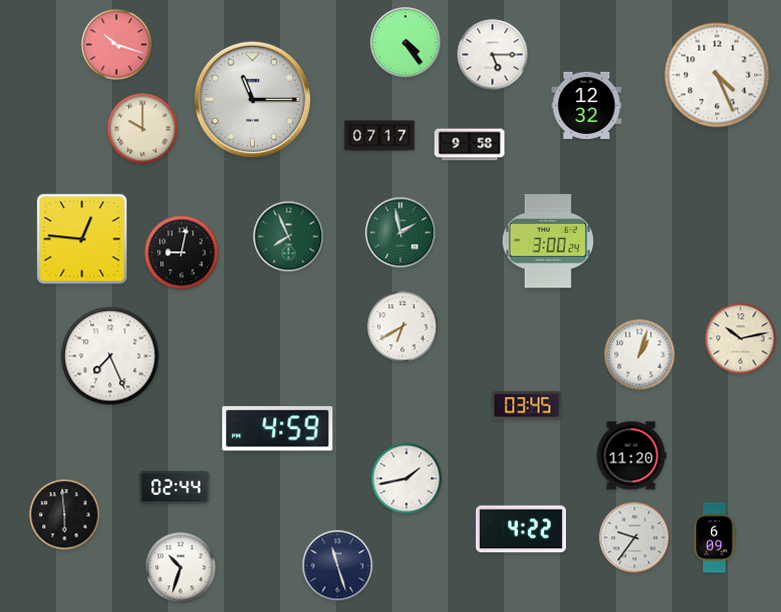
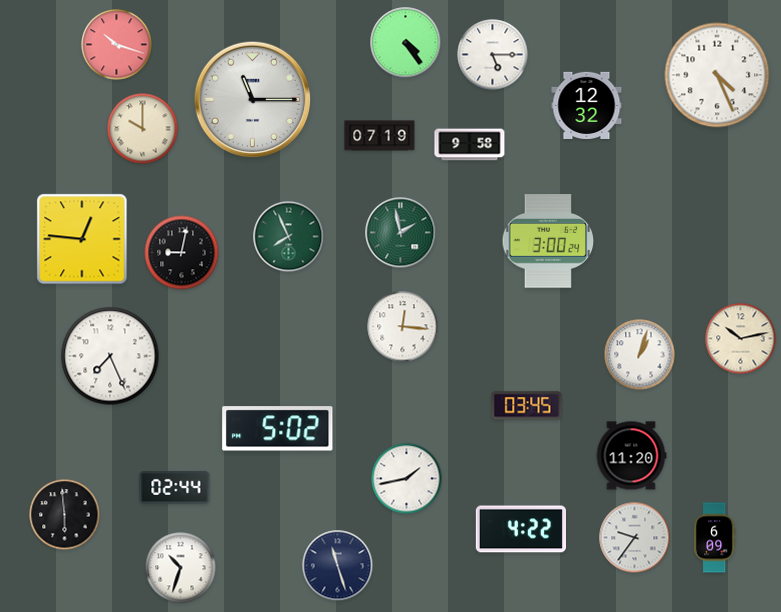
clock at (380, 136): 07:17 -> 07:19
clock at (403, 327): 6:40 -> 12:16
clock at (278, 429): 4:59 -> 5:02
